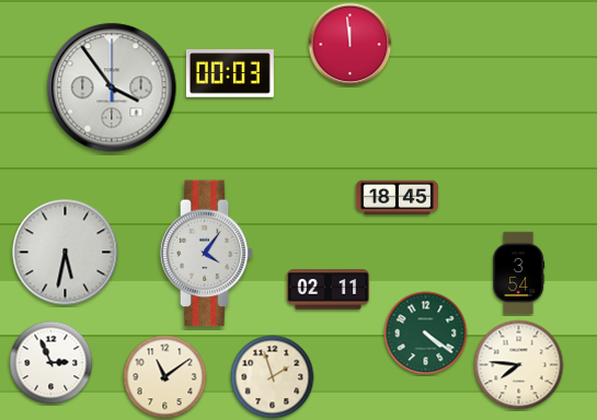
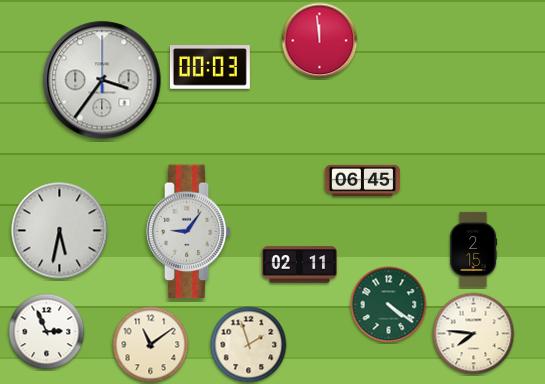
clock at (112, 87): 3:54 -> 3:36
clock at (398, 197): 18:45 -> 06:45
clock at (207, 254): 4:06 -> 9:06
clock at (519, 273): 3:54 -> 2:15
